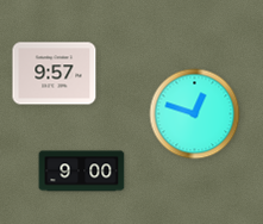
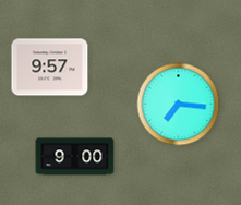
clock at (195, 114): 12:48 -> 7:16
